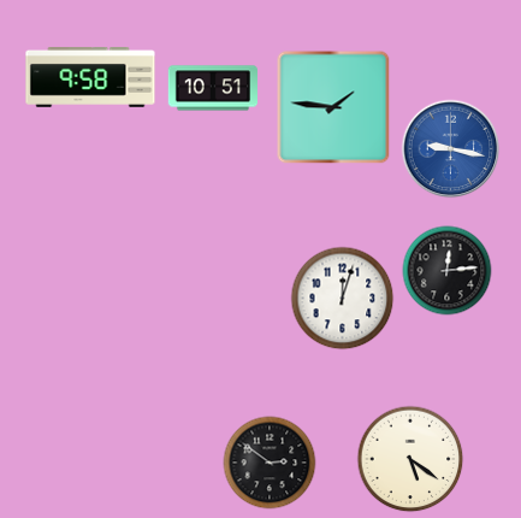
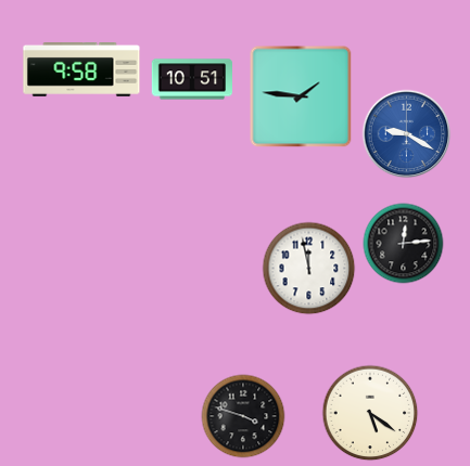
clock at (451, 149): 9:17 -> 9:20
clock at (343, 299): 12:03 -> 11:58
clock at (270, 463): 2:51 -> 3:48
